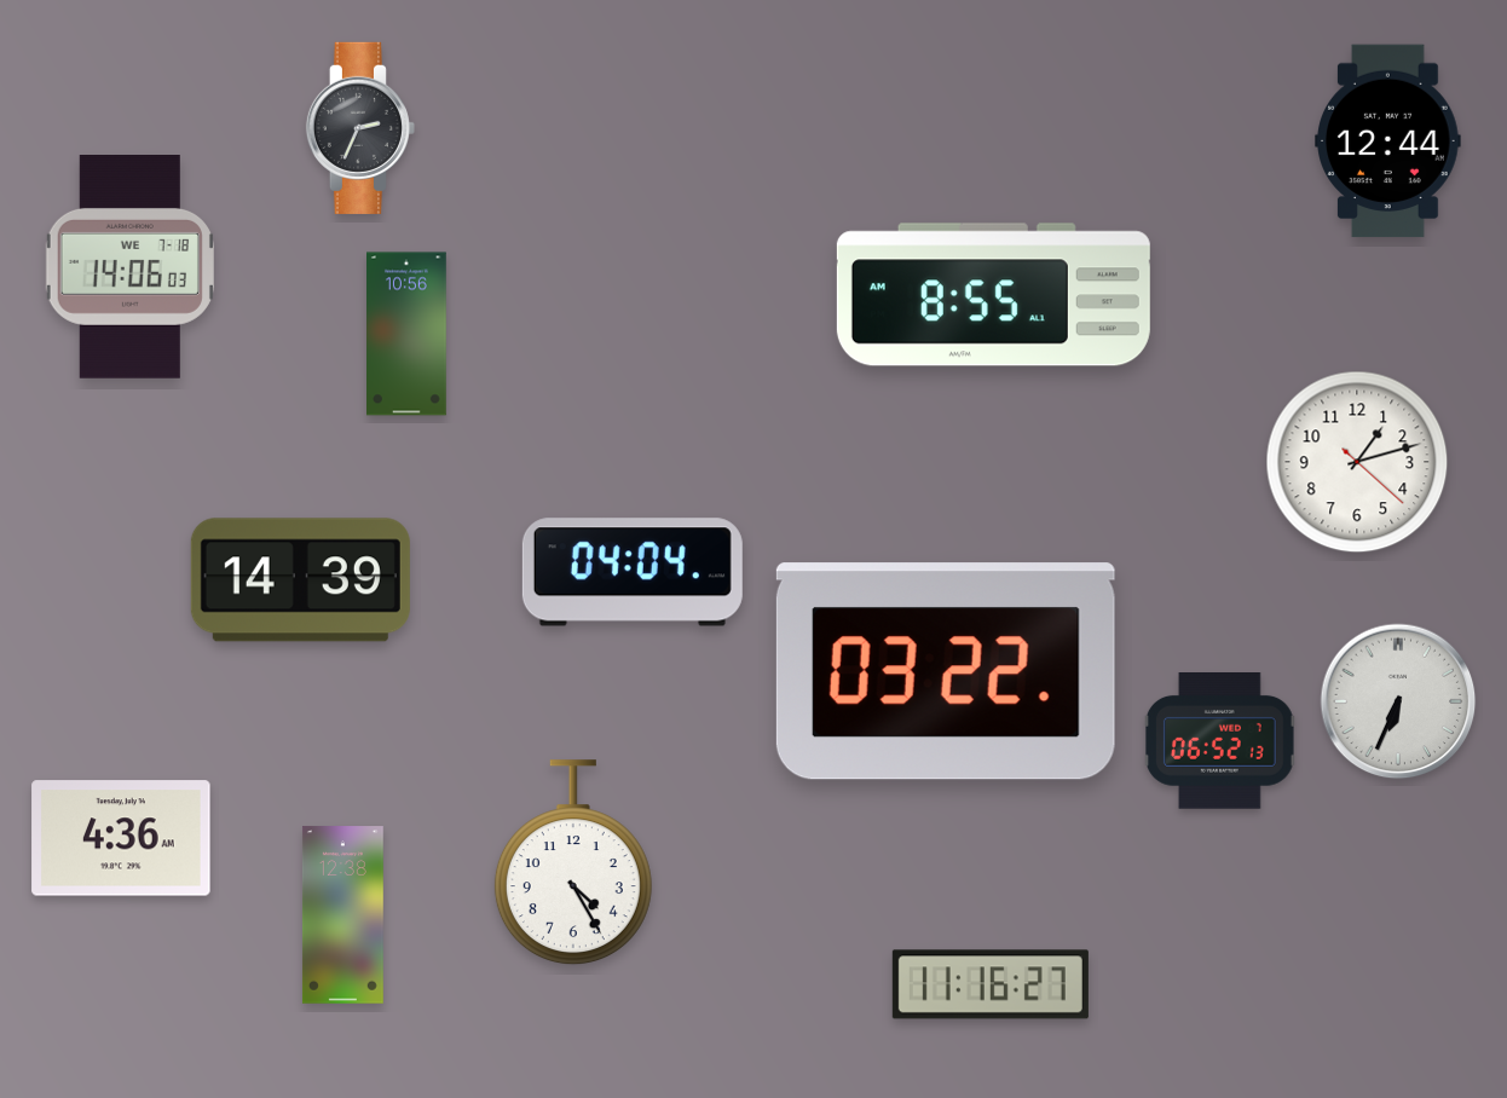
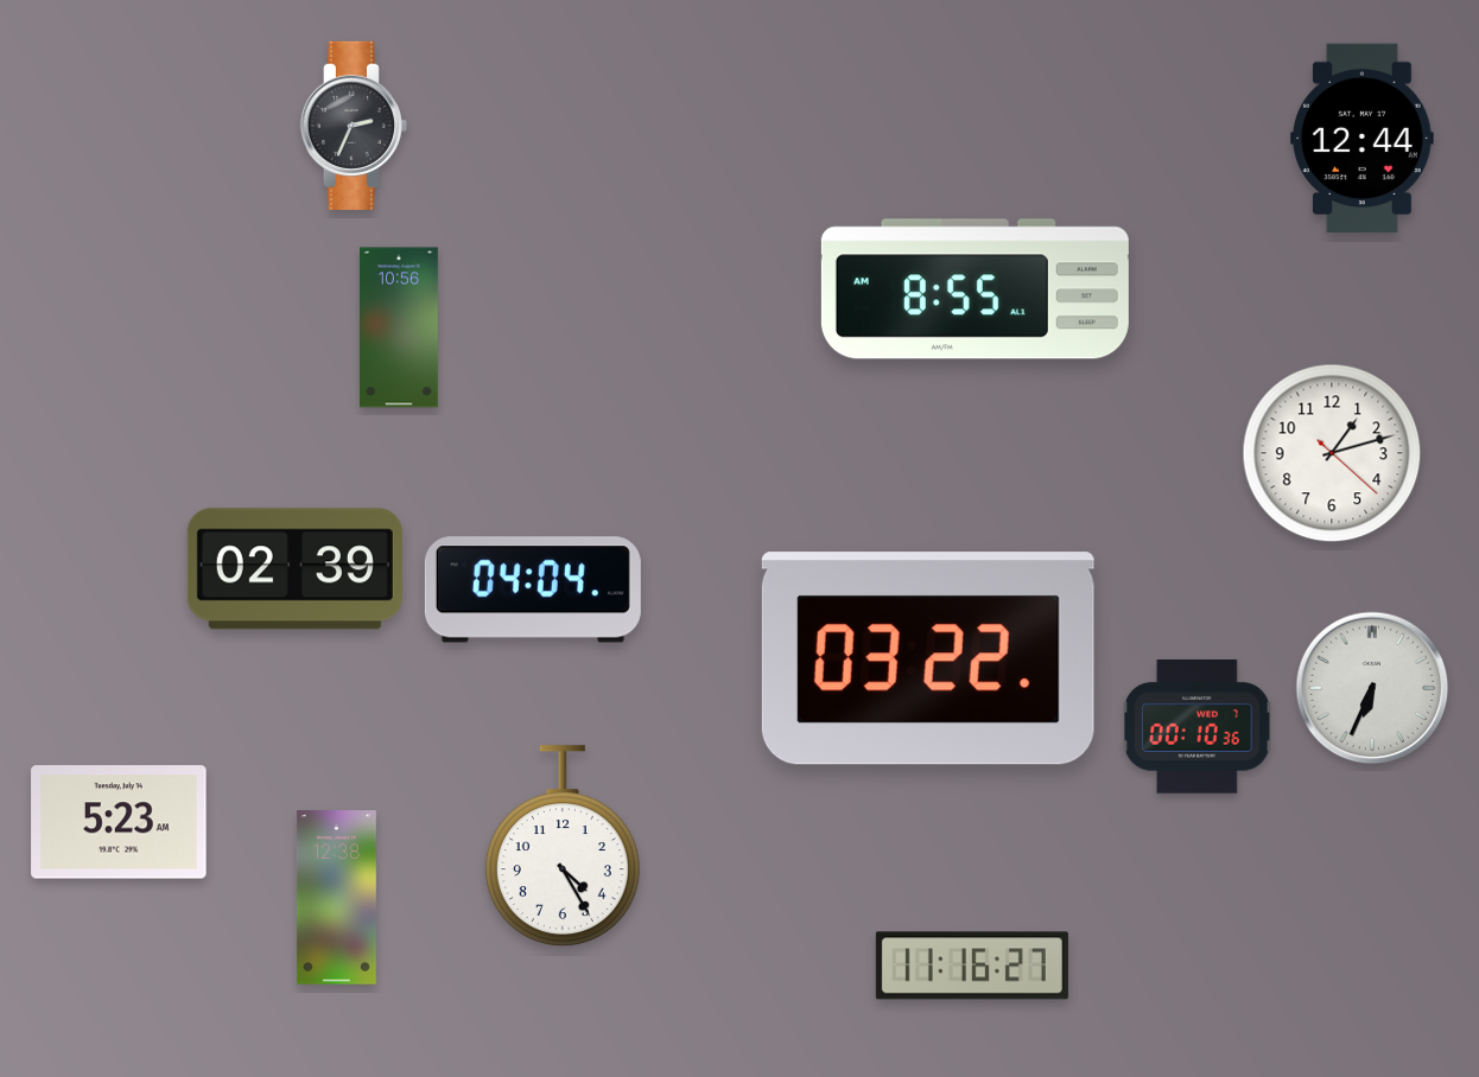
clock at (129, 267): 14:06 -> none
clock at (633, 572) position: (633, 572) -> (533, 590)
clock at (300, 580): 14:39 -> 02:39
clock at (1220, 741): 06:52 -> 00:10
clock at (121, 838): 4:36 -> 5:23
